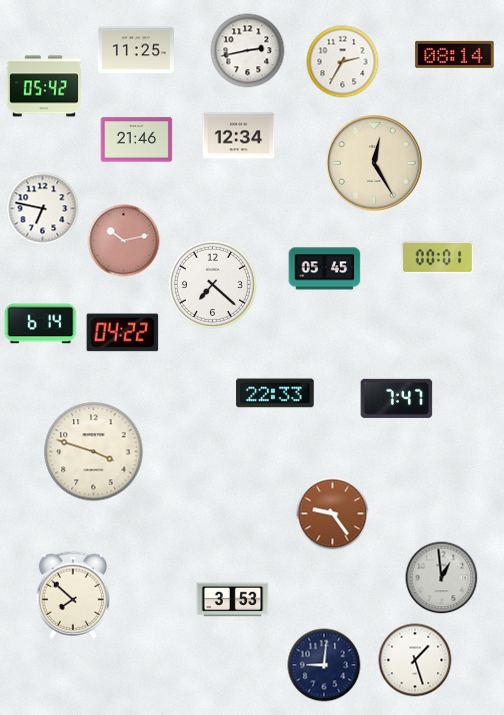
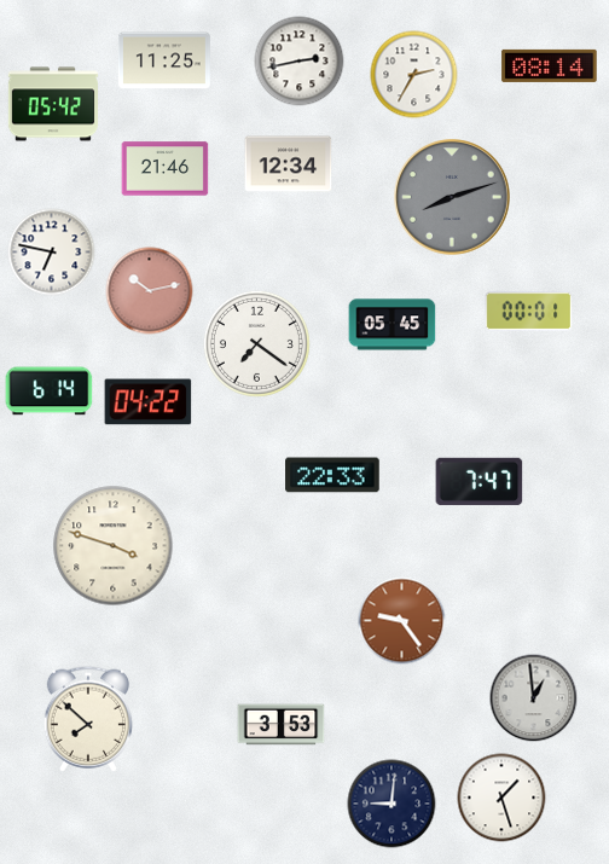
clock at (374, 163): 12:25 -> 8:12
clock at (374, 163) dial: cream -> grey
clock at (212, 284): 7:22 -> 7:21
